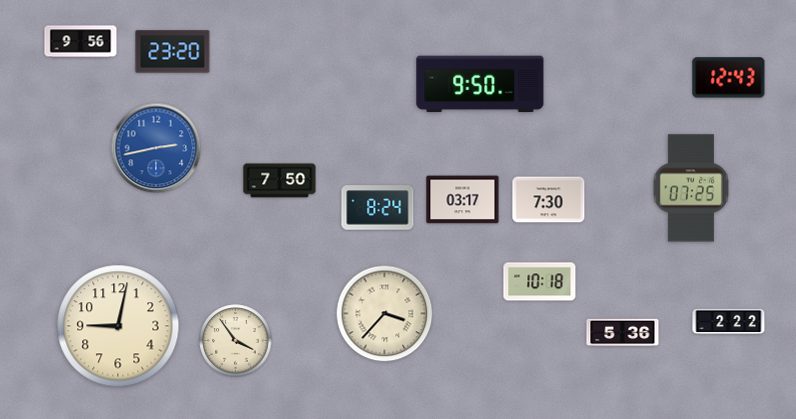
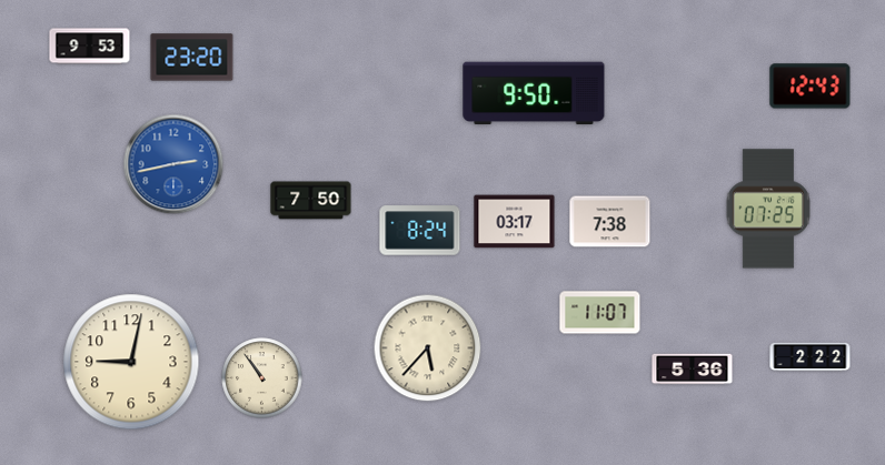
clock at (81, 42): 9:56 -> 9:53
clock at (549, 200): 7:30 -> 7:38
clock at (540, 282): 10:18 -> 11:07
clock at (385, 314): 3:37 -> 5:37
clock at (236, 341): 3:54 -> 10:54
